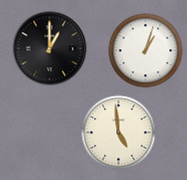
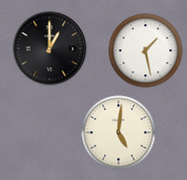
clock at (146, 51): 1:03 -> 1:28
clock at (119, 133): 4:59 -> 5:01
